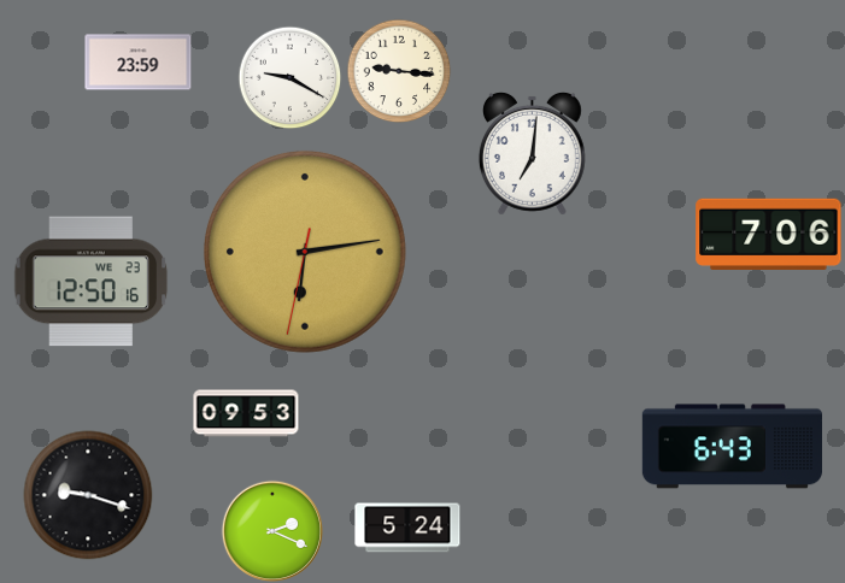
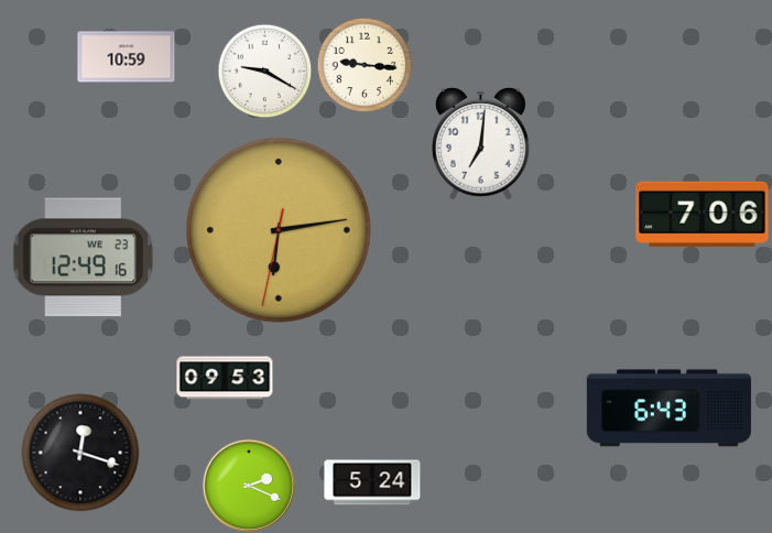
clock at (139, 63): 23:59 -> 10:59
clock at (532, 153) position: (532, 153) -> (480, 143)
clock at (92, 282): 12:50 -> 12:49
clock at (88, 495): 9:18 -> 12:18
